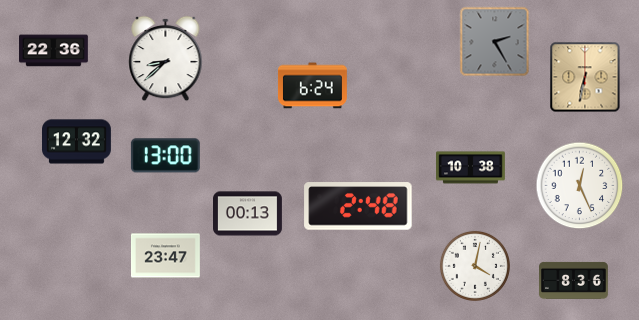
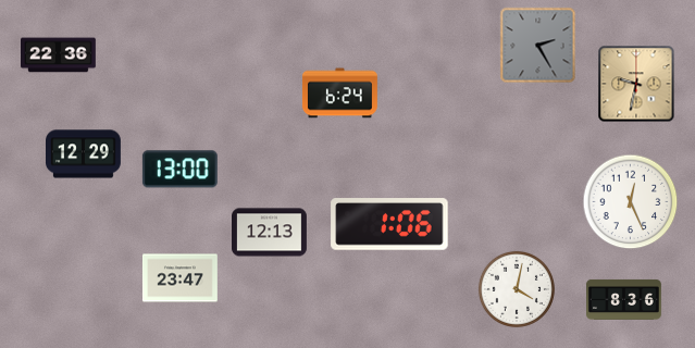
clock at (166, 59): 8:38 -> none
clock at (585, 77): 6:32 -> 9:32
clock at (77, 142): 12:32 -> 12:29
clock at (471, 168): 10:38 -> none
clock at (358, 206): 2:48 -> 1:06
clock at (248, 214): 00:13 -> 12:13
clock at (574, 280) position: (574, 280) -> (624, 299)
